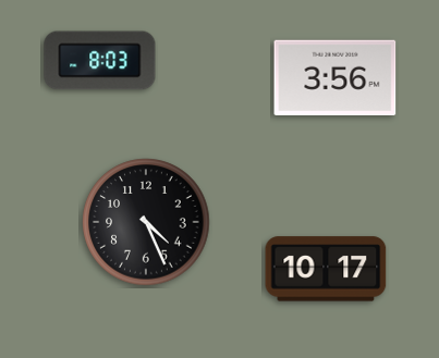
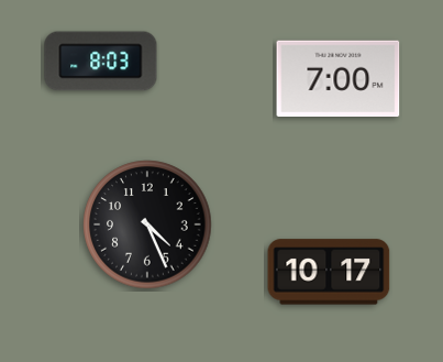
clock at (336, 78): 3:56 -> 7:00
